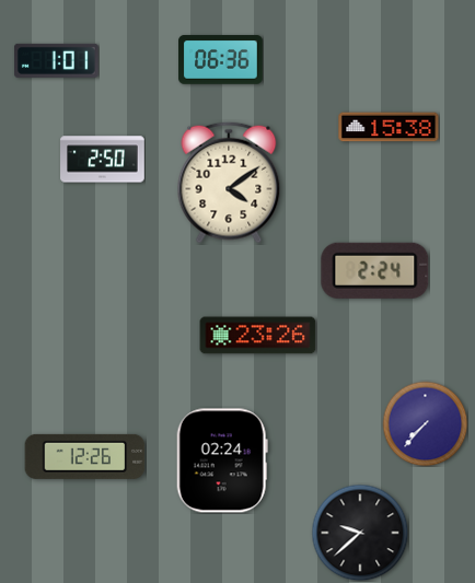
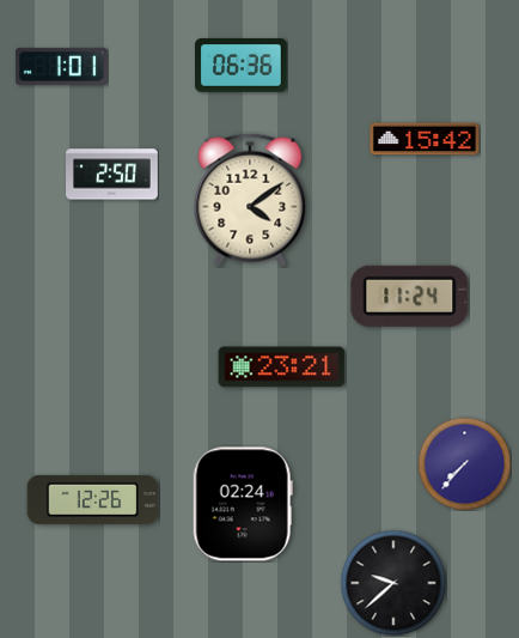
clock at (389, 127): 15:38 -> 15:42
clock at (375, 270): 2:24 -> 11:24
clock at (258, 336): 23:26 -> 23:21
